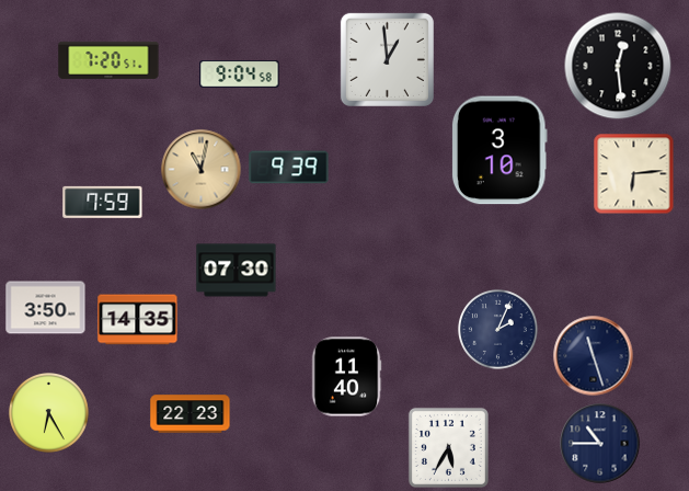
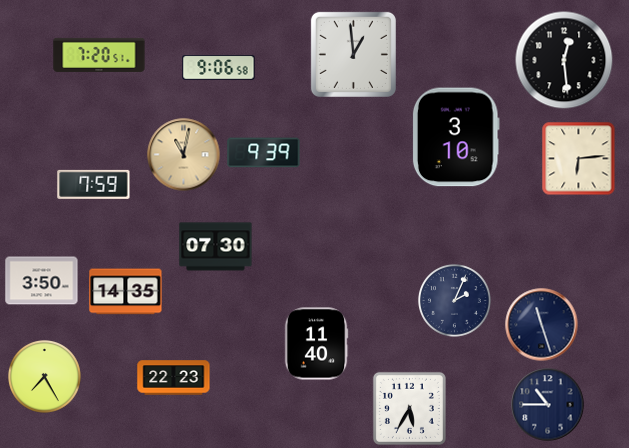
clock at (240, 75): 9:04 -> 9:06
clock at (49, 413): 6:25 -> 7:25
